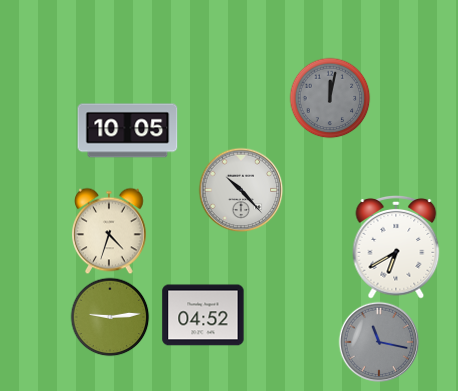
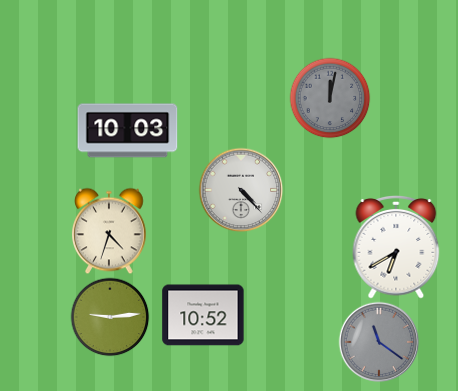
clock at (128, 131): 10:05 -> 10:03
clock at (241, 190): 10:23 -> 4:23
clock at (203, 315): 04:52 -> 10:52
clock at (379, 342): 11:17 -> 11:21
